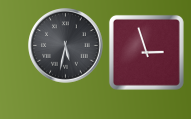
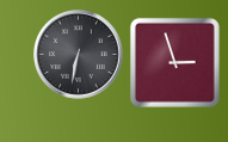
clock at (66, 46): 5:32 -> 6:32
